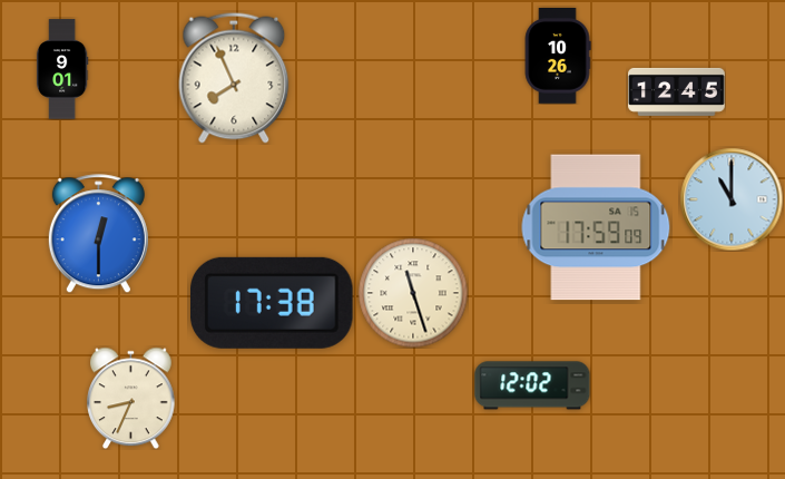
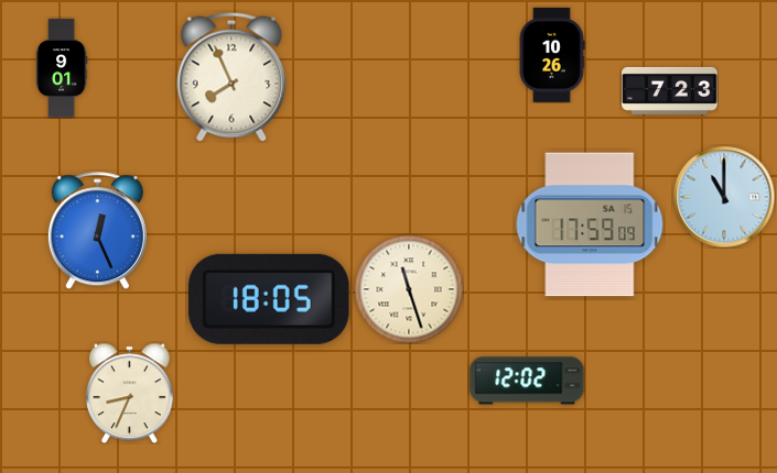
clock at (677, 91): 12:45 -> 7:23
clock at (98, 234): 12:30 -> 12:26
clock at (273, 303): 17:38 -> 18:05
